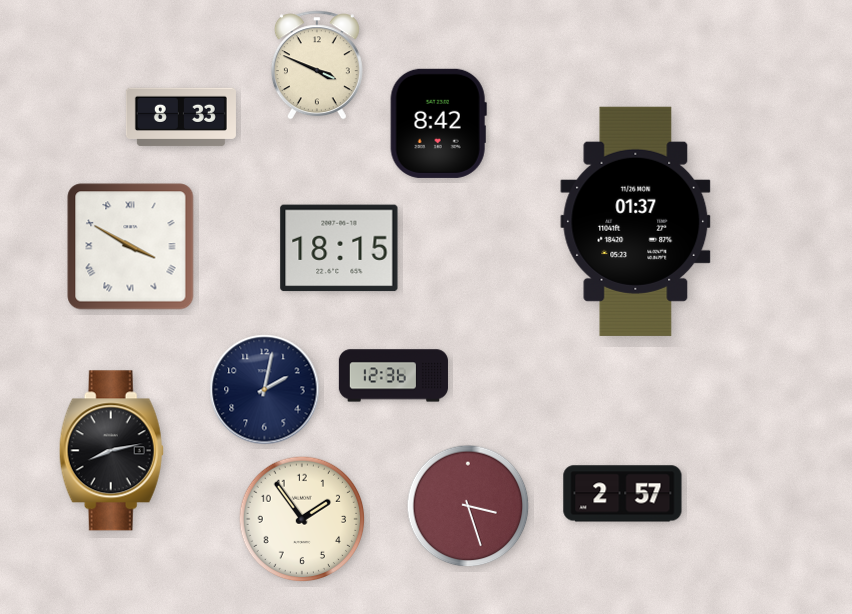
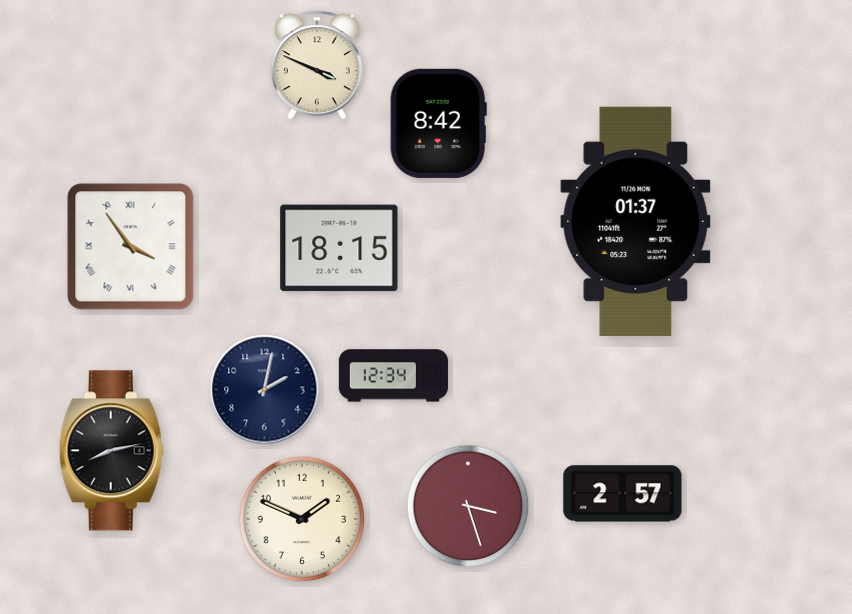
clock at (181, 117): 8:33 -> none
clock at (131, 247): 3:50 -> 3:54
clock at (393, 376): 12:36 -> 12:34
clock at (302, 519): 1:54 -> 1:49
